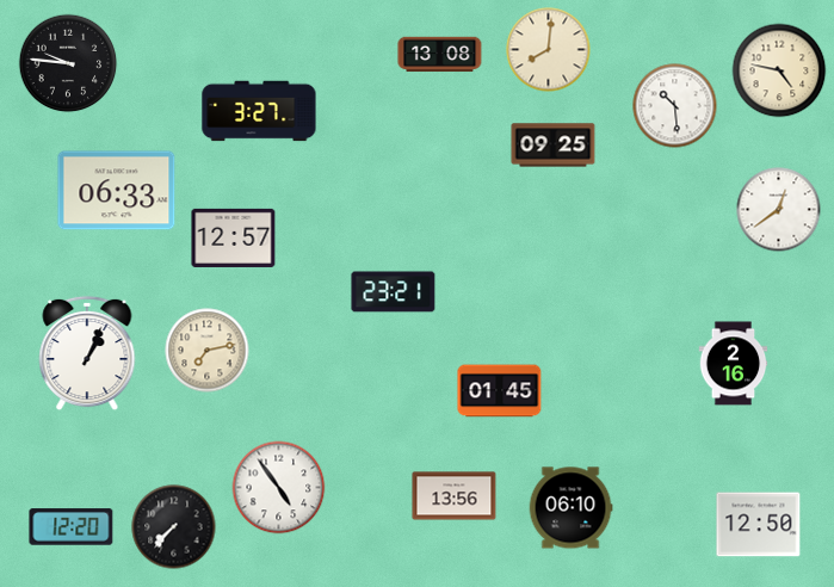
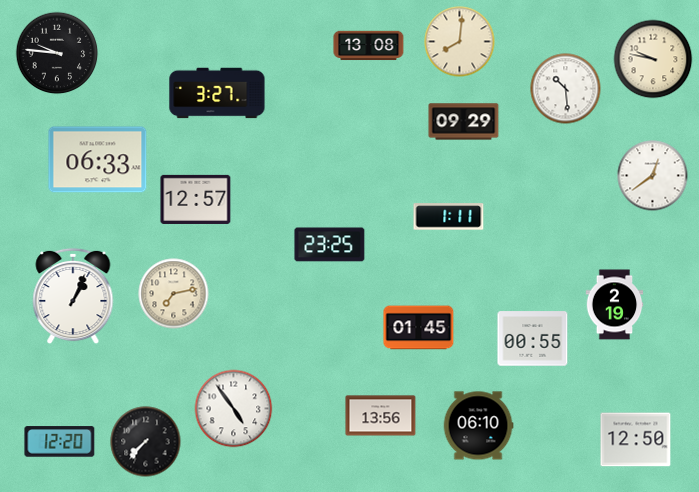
clock at (779, 70): 4:47 -> 9:47
clock at (554, 146): 09:25 -> 09:29
clock at (449, 217): none -> 1:11
clock at (394, 292): 23:21 -> 23:25
clock at (734, 364): 2:16 -> 2:19
clock at (533, 339): none -> 00:55
